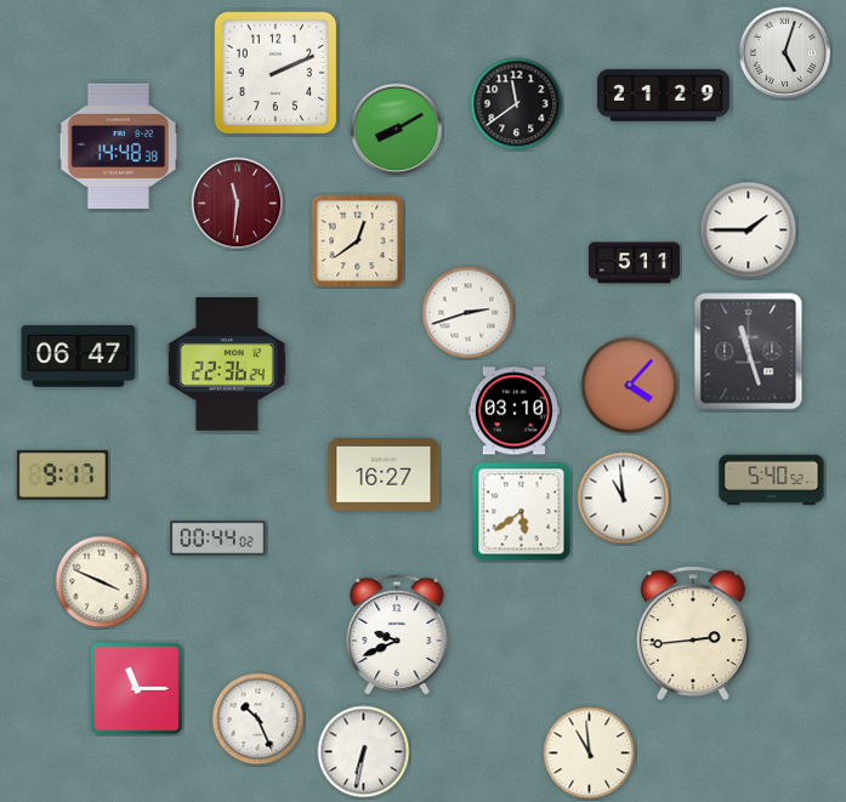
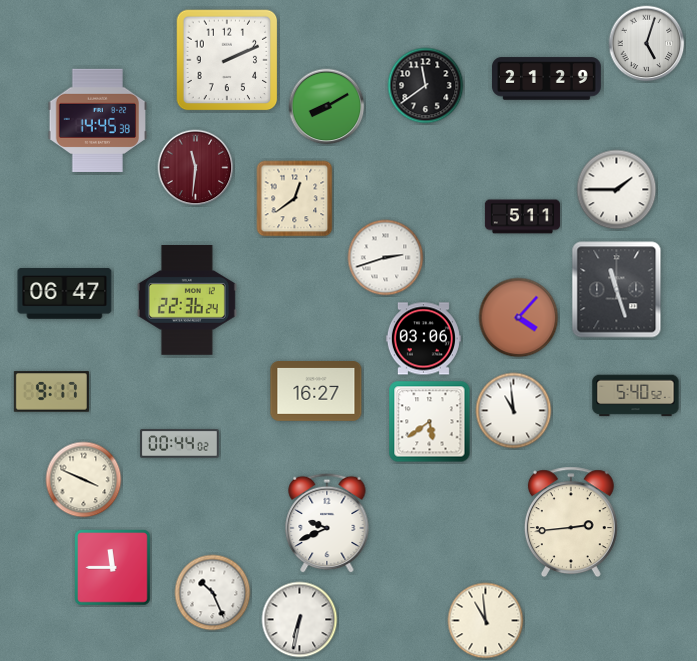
clock at (119, 146): 14:48 -> 14:45
clock at (513, 411): 03:10 -> 03:06
clock at (137, 689): 11:15 -> 11:45
